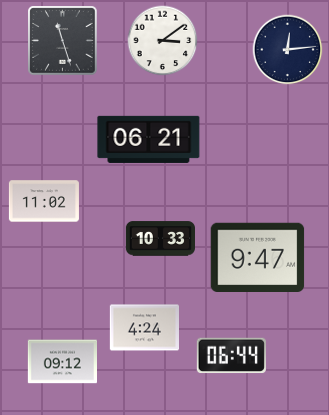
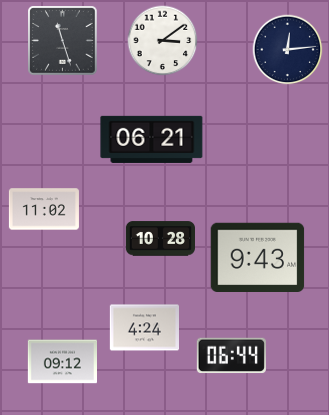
clock at (149, 139) position: (149, 139) -> (152, 139)
clock at (44, 201) position: (44, 201) -> (44, 209)
clock at (160, 239): 10:33 -> 10:28
clock at (258, 258): 9:47 -> 9:43
